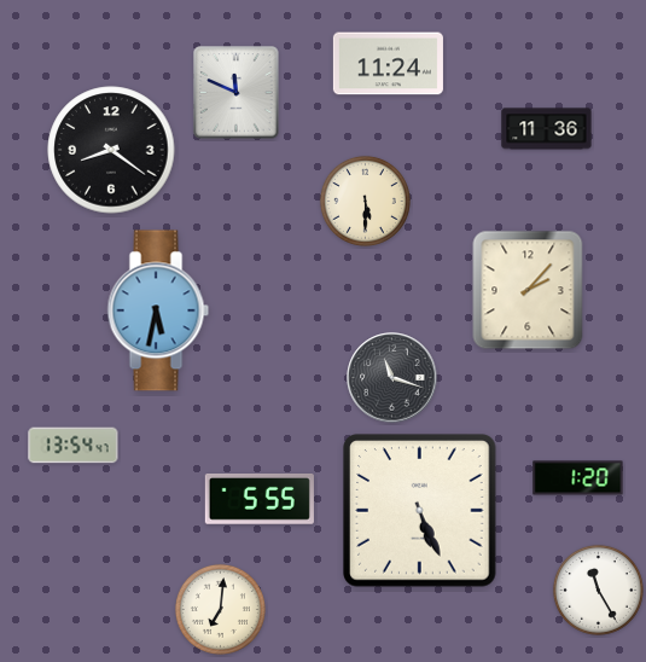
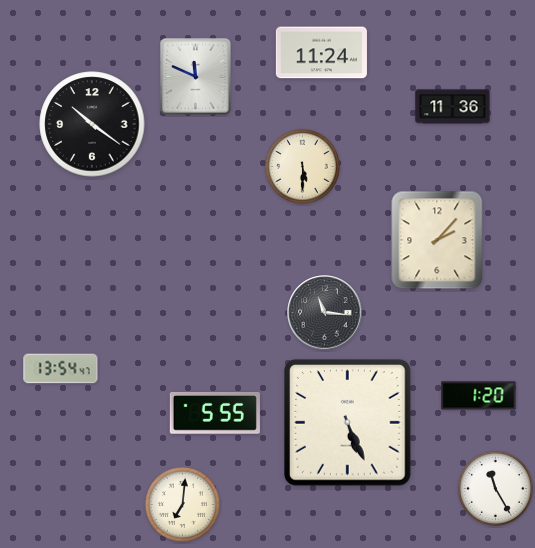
clock at (111, 150): 8:21 -> 10:21
clock at (158, 310): 5:32 -> none
clock at (392, 378): 11:18 -> 11:16
